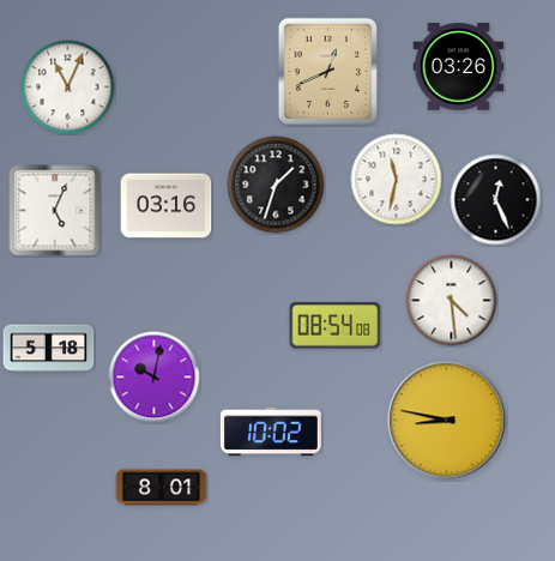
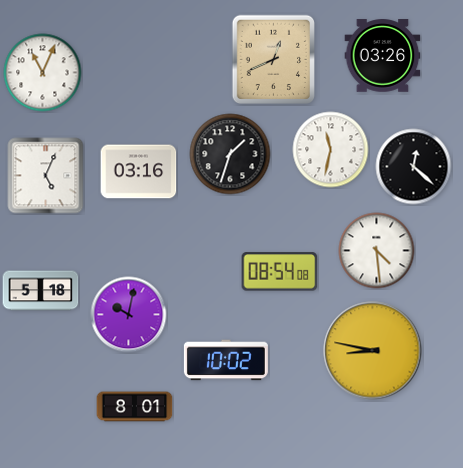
clock at (68, 88) position: (68, 88) -> (43, 73)
clock at (496, 200): 12:26 -> 12:22
